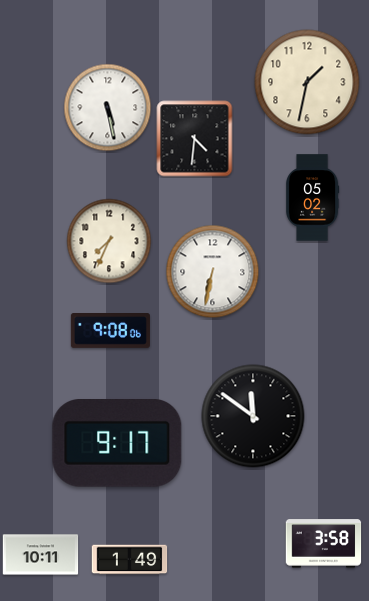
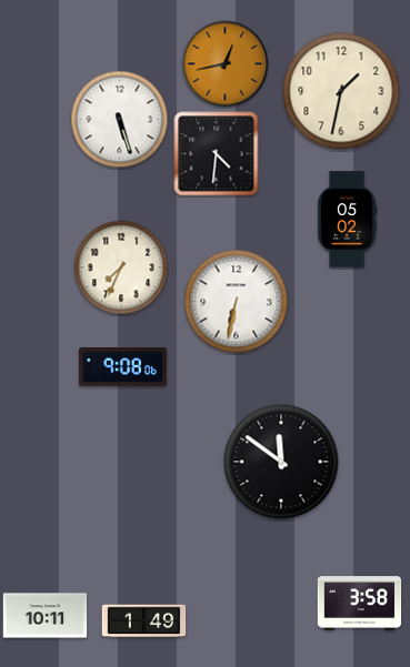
clock at (226, 64): none -> 12:43
clock at (108, 108): 5:28 -> 5:27
clock at (117, 444): 9:17 -> none
